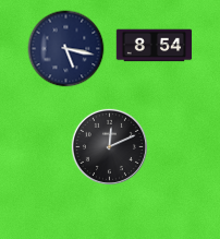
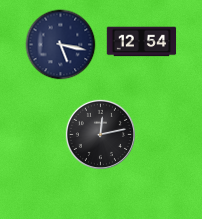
clock at (155, 46): 8:54 -> 12:54
clock at (109, 146): 12:11 -> 12:13
